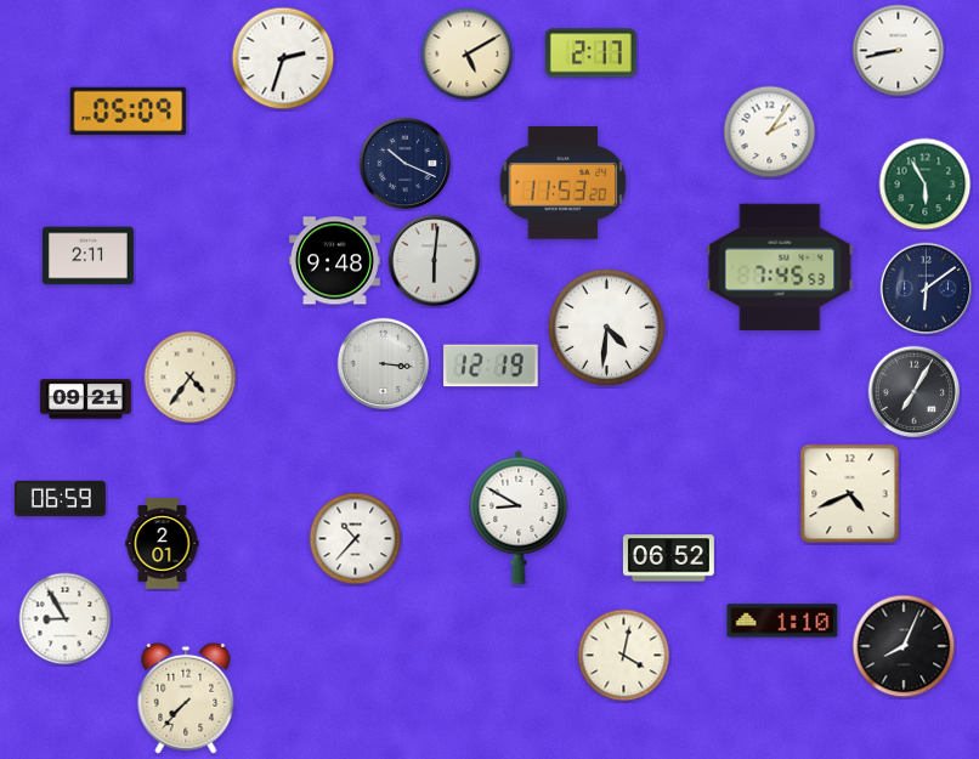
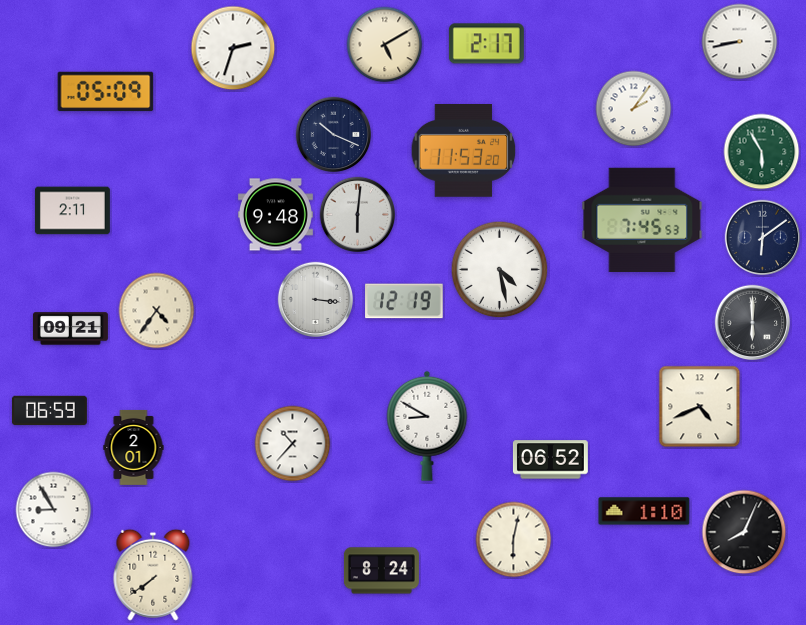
clock at (607, 328): 4:31 -> 4:28
clock at (915, 392): 7:05 -> 6:00
clock at (624, 656): 4:02 -> 6:02
clock at (381, 571): none -> 8:24
clock at (186, 698): 7:37 -> 7:39
